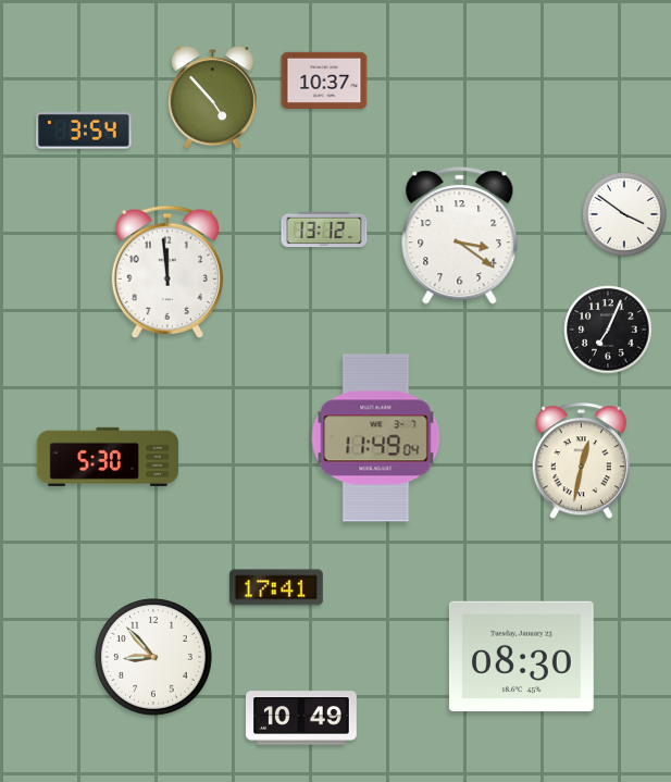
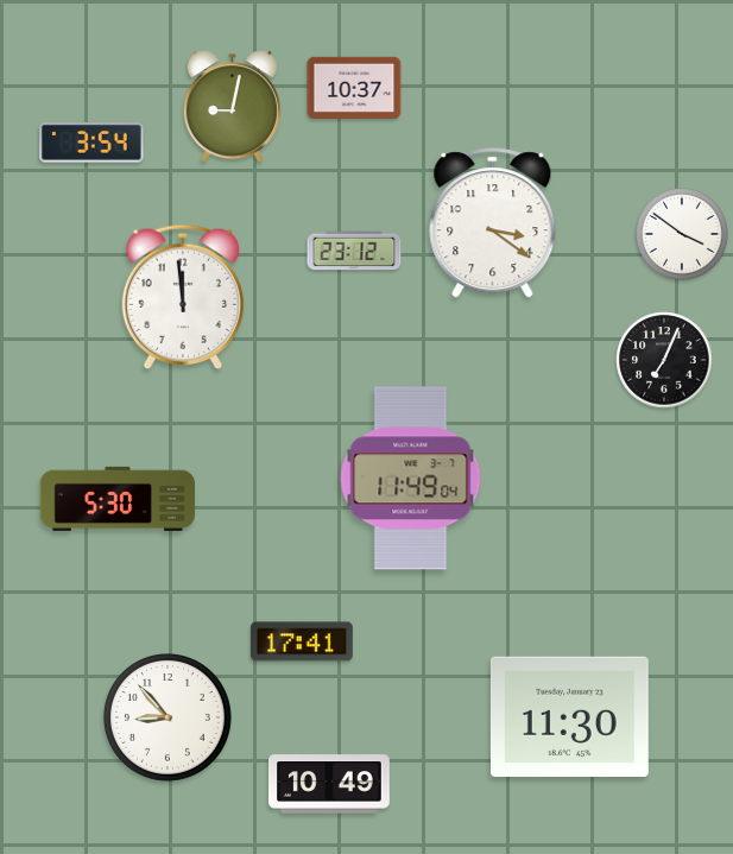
clock at (212, 98): 4:53 -> 9:02
clock at (324, 229): 13:12 -> 23:12
clock at (460, 236) position: (460, 236) -> (493, 223)
clock at (581, 461): 12:32 -> none
clock at (521, 657): 08:30 -> 11:30
